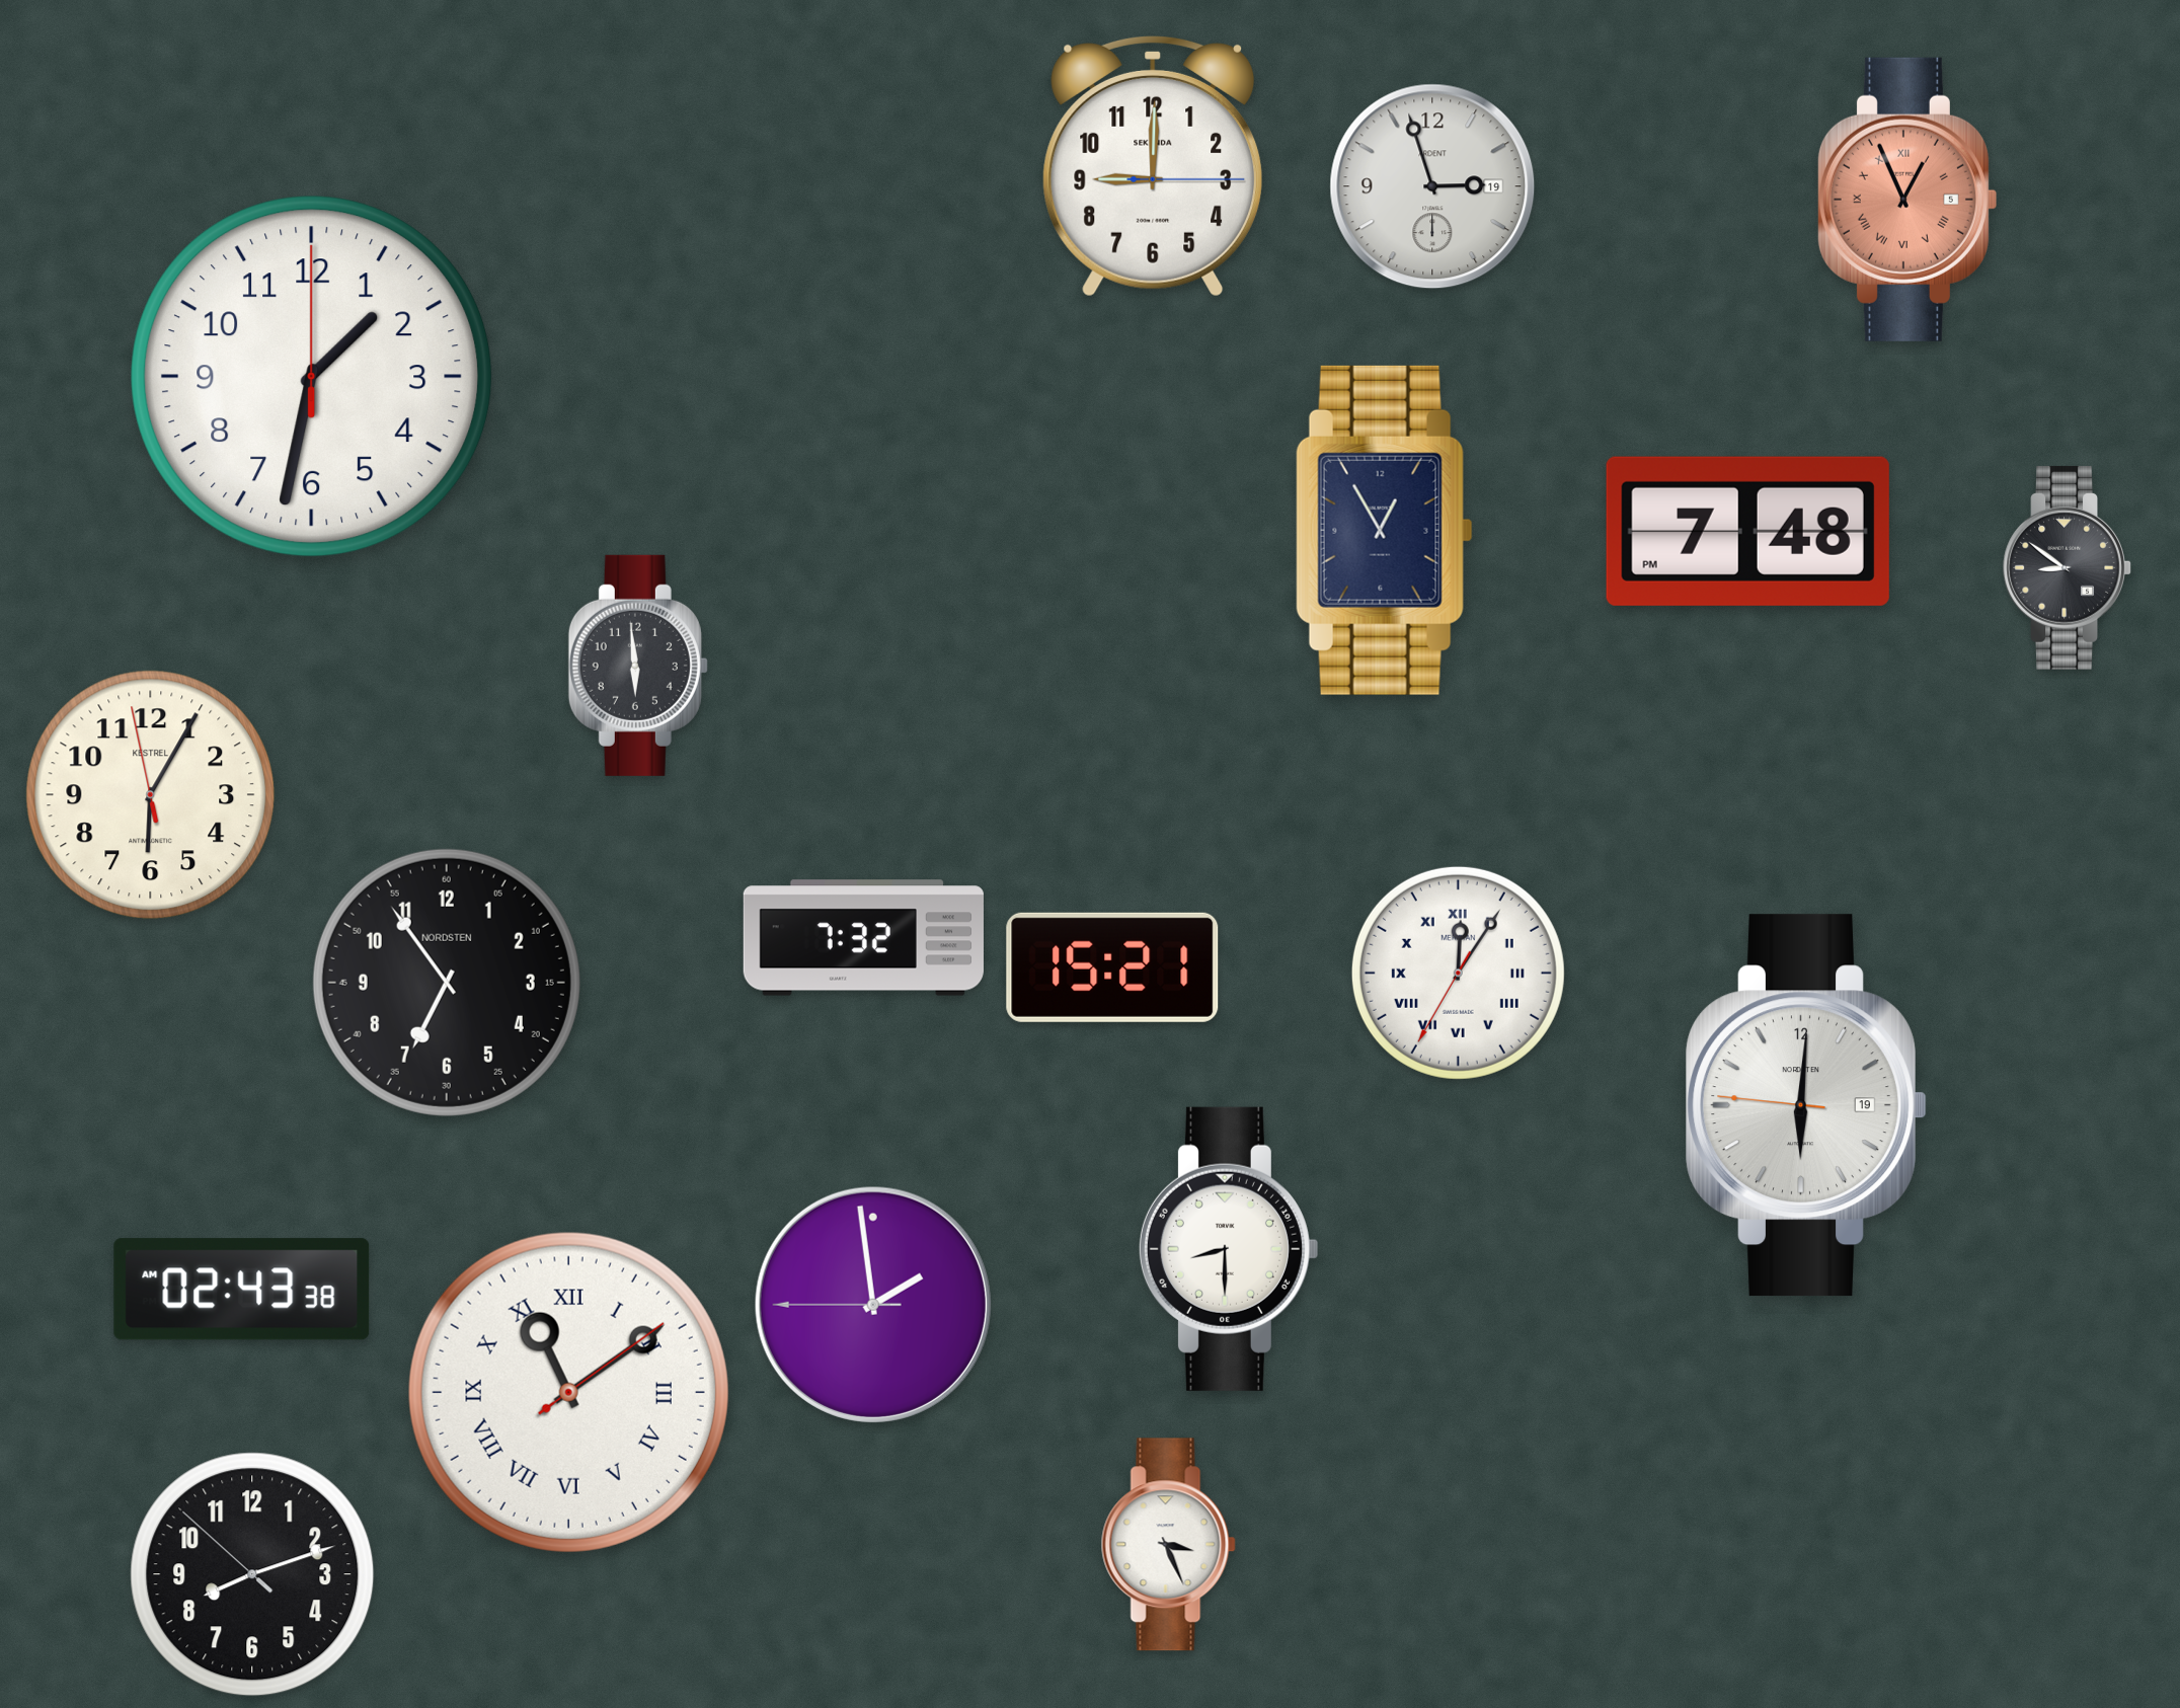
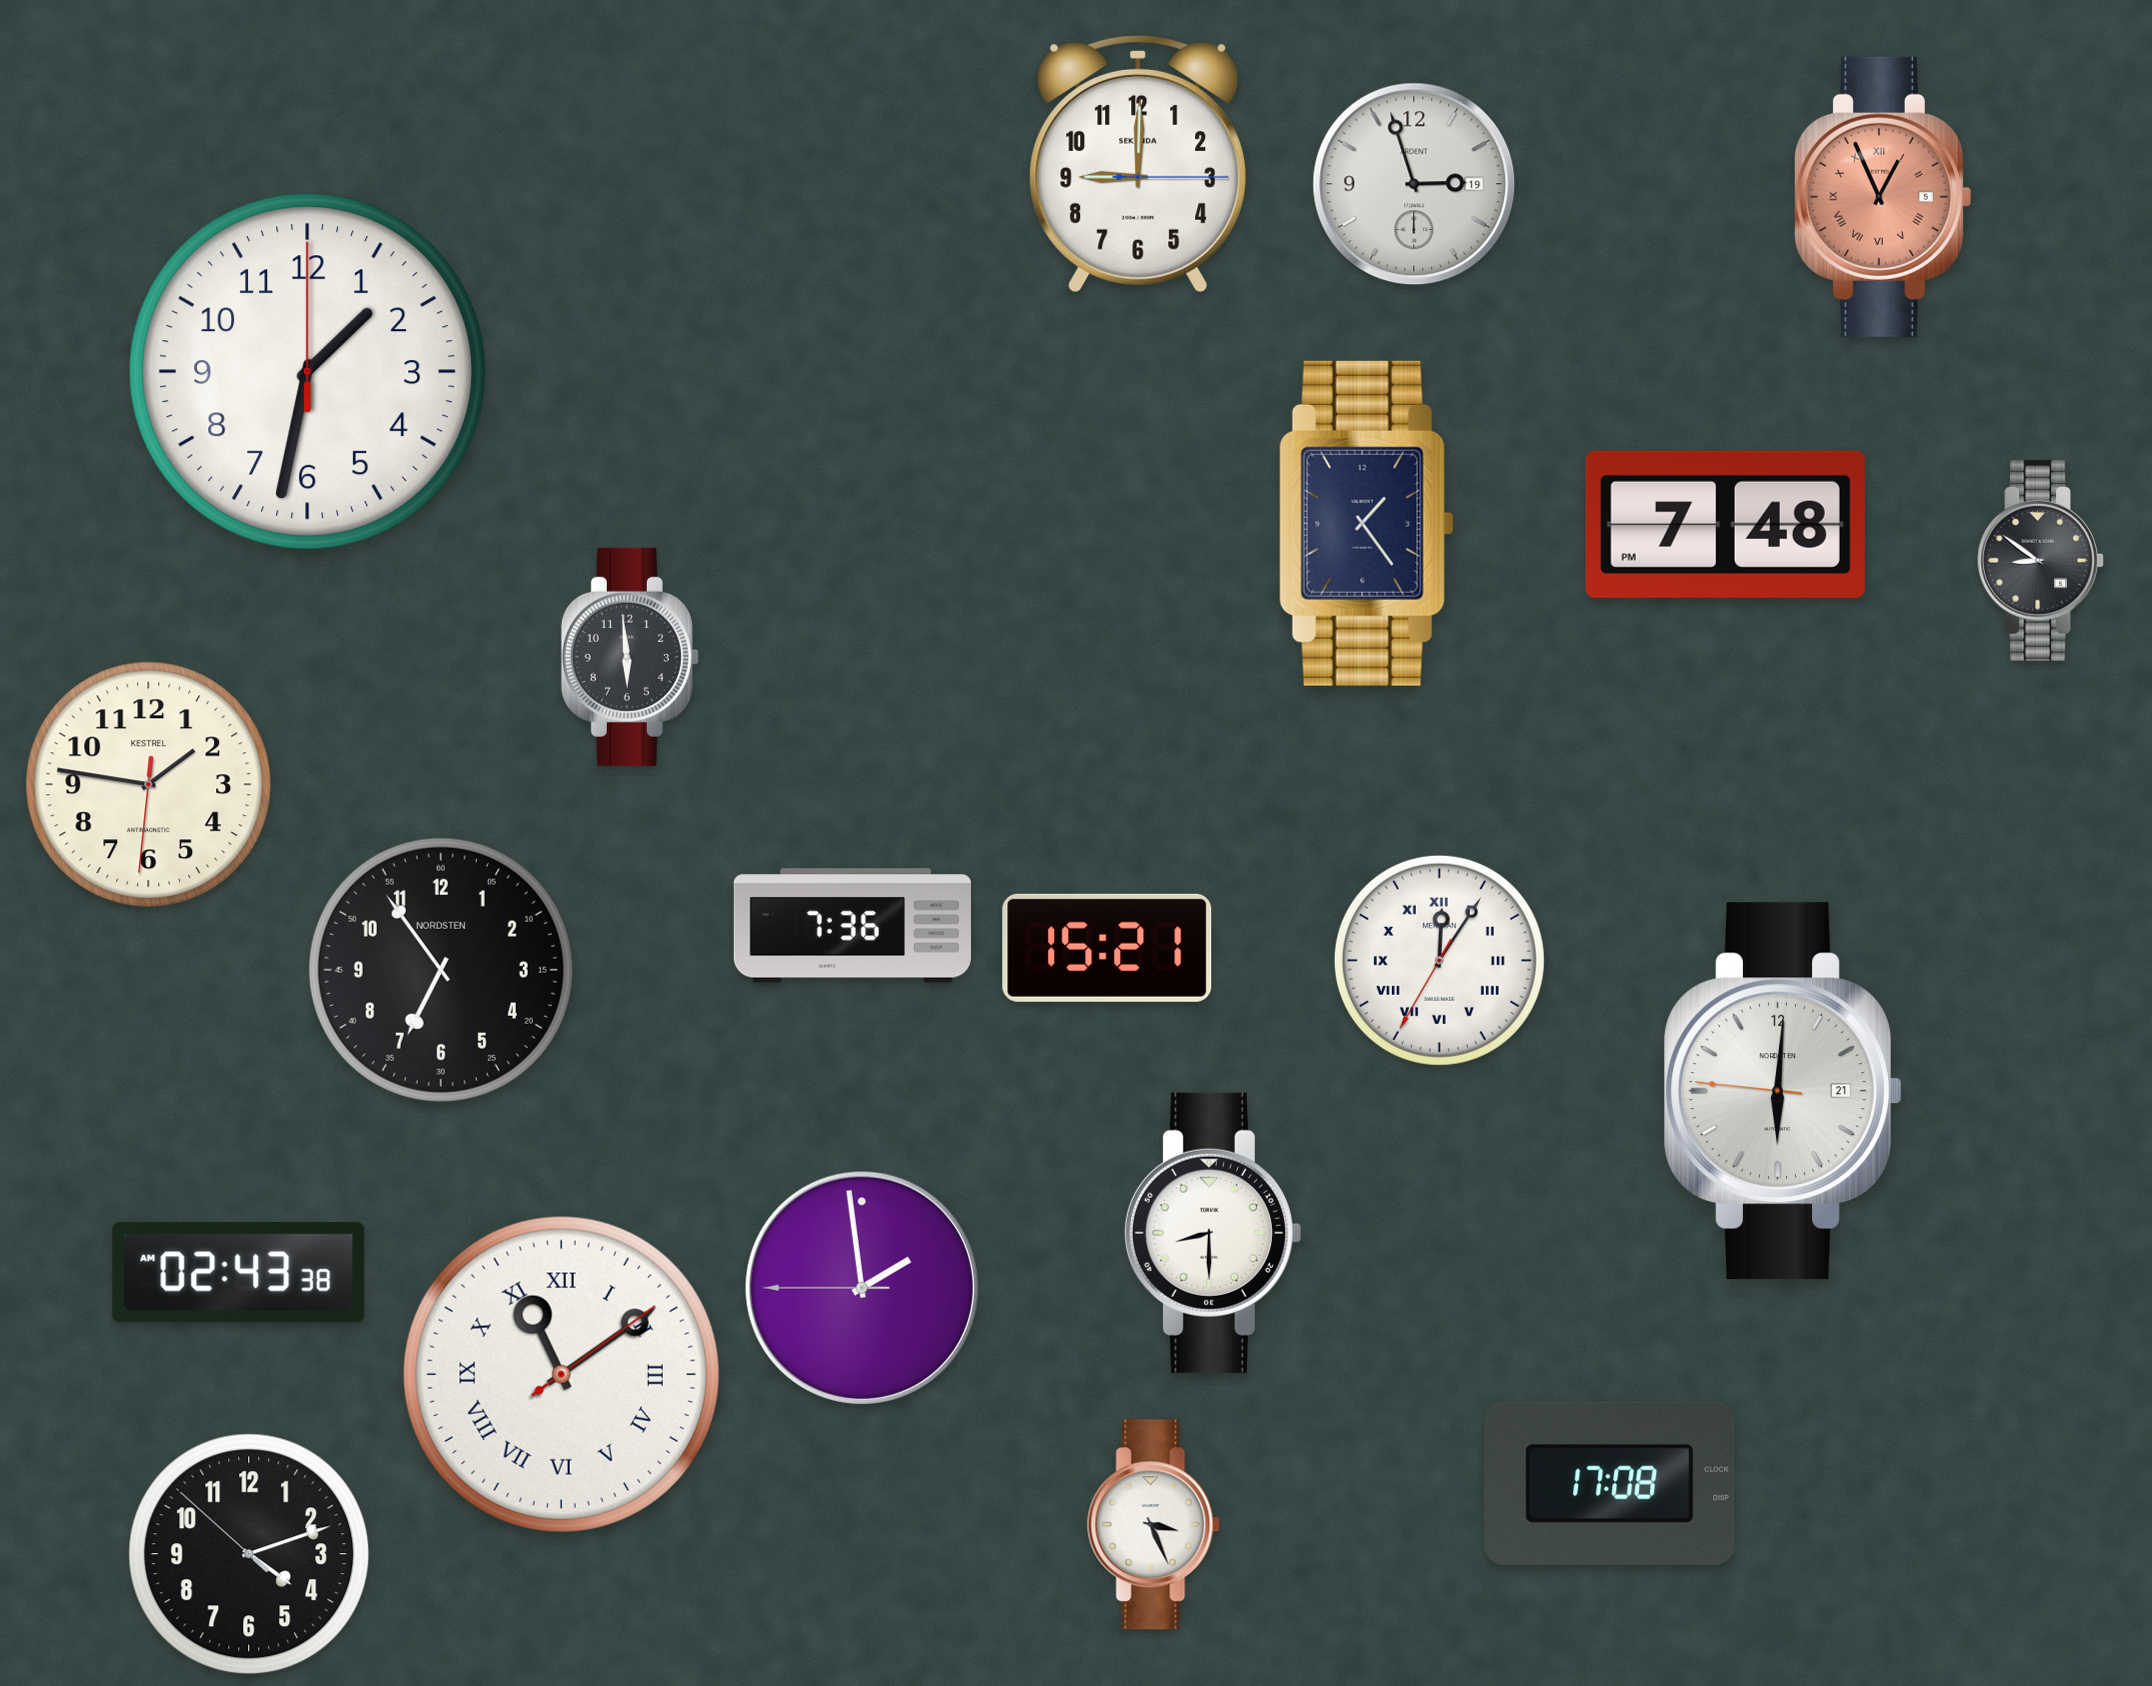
clock at (1384, 530): 12:55 -> 1:24
clock at (151, 795): 6:04 -> 1:46
clock at (863, 938): 7:32 -> 7:36
clock at (1112, 967) position: (1112, 967) -> (1107, 948)
clock at (1806, 1105) date: 19 -> 21
clock at (1610, 1483): none -> 17:08
clock at (252, 1574): 8:11 -> 4:11
